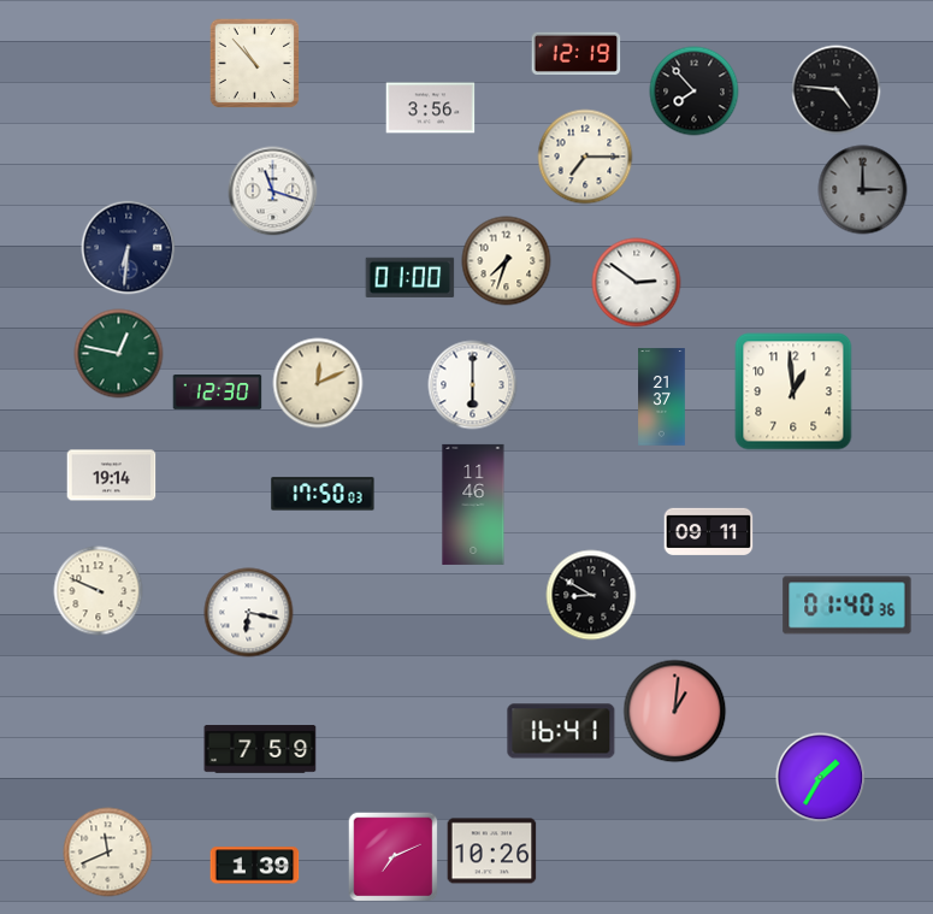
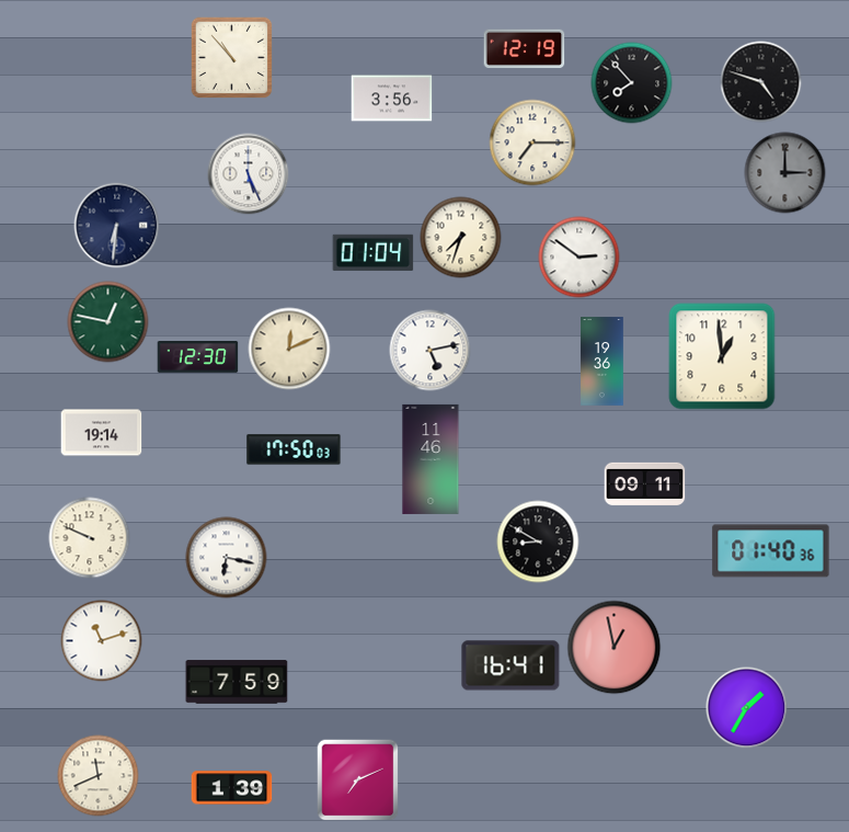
clock at (837, 90): 4:46 -> 4:48
clock at (273, 191): 11:18 -> 5:26
clock at (411, 277): 01:00 -> 01:04
clock at (473, 385): 6:00 -> 5:13
clock at (662, 397): 21:37 -> 19:36
clock at (102, 641): none -> 11:12
clock at (675, 712): 1:01 -> 12:58
clock at (492, 851): 10:26 -> none
